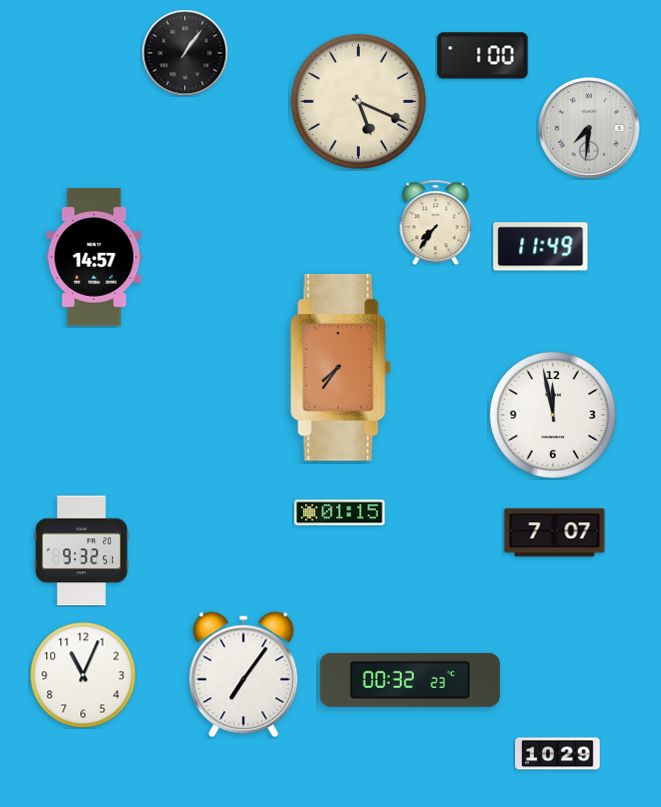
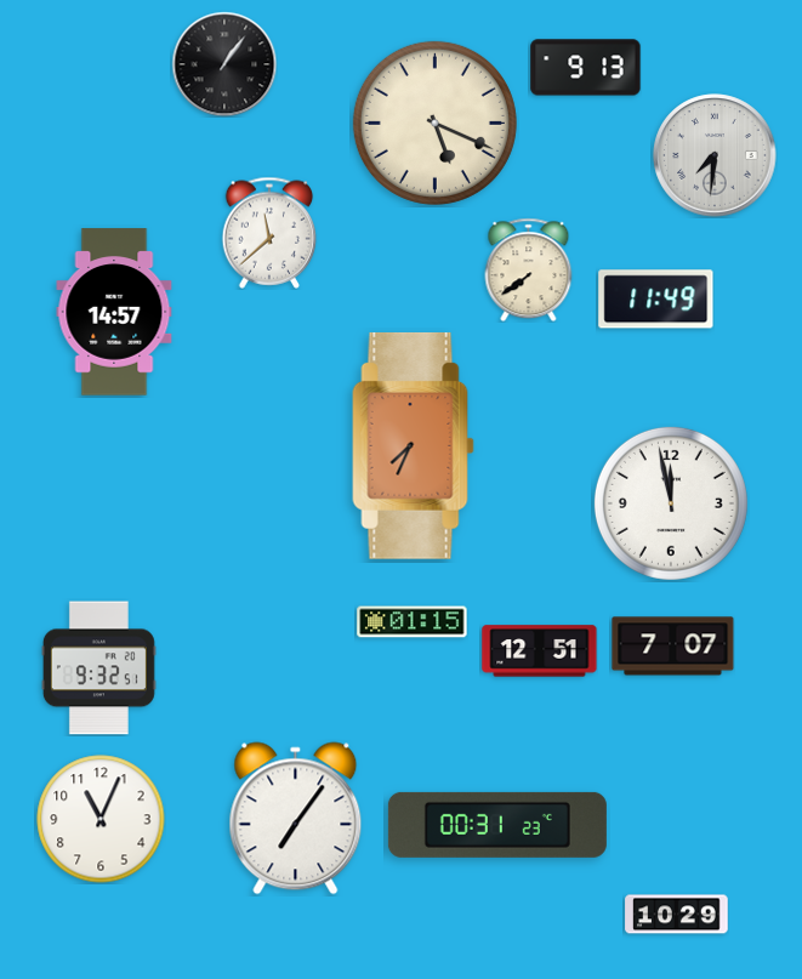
clock at (483, 56): 1:00 -> 9:13
clock at (269, 233): none -> 11:38
clock at (436, 222): 7:36 -> 7:39
clock at (341, 367): 7:36 -> 7:34
clock at (540, 651): none -> 12:51
clock at (410, 680): 00:32 -> 00:31
